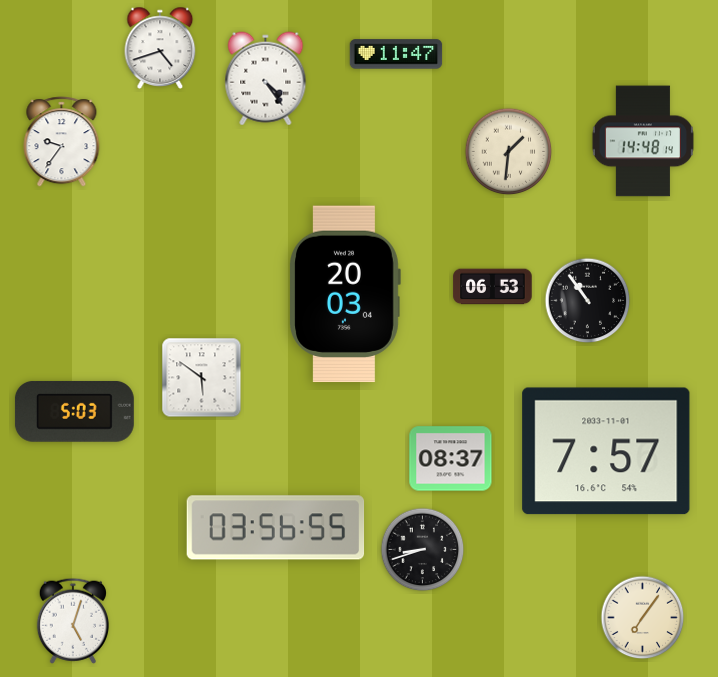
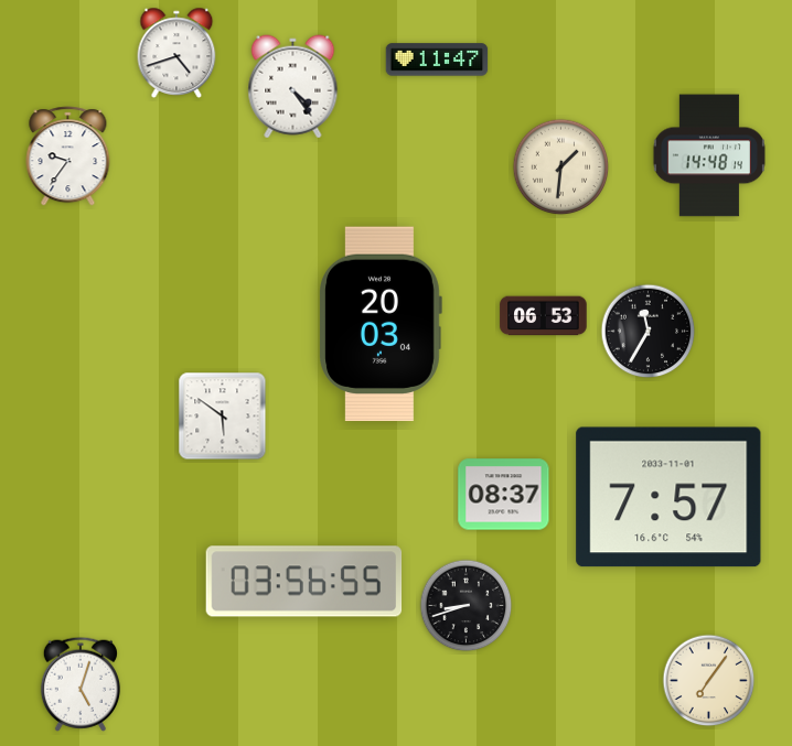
clock at (588, 301): 10:54 -> 11:35
clock at (74, 411): 5:03 -> none
clock at (451, 459) position: (451, 459) -> (504, 495)
